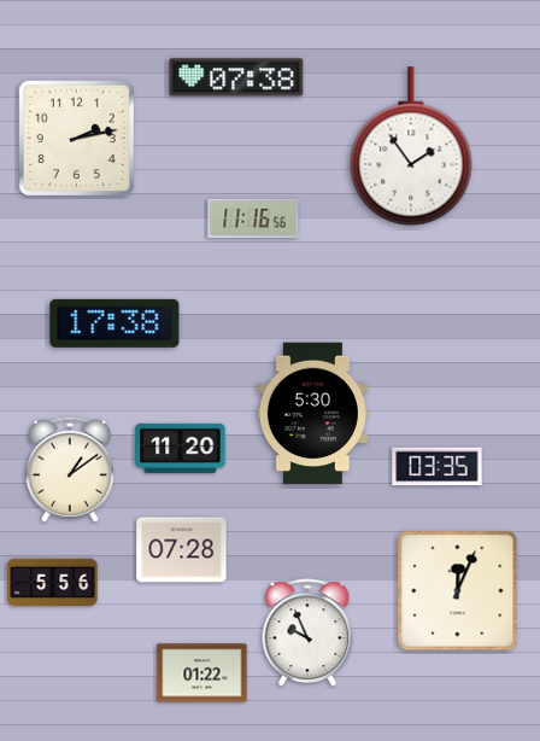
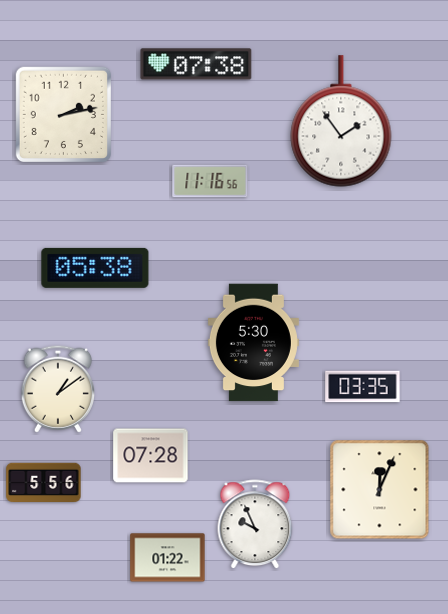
clock at (115, 323): 17:38 -> 05:38
clock at (312, 414) position: (312, 414) -> (253, 343)
clock at (181, 448): 11:20 -> none
